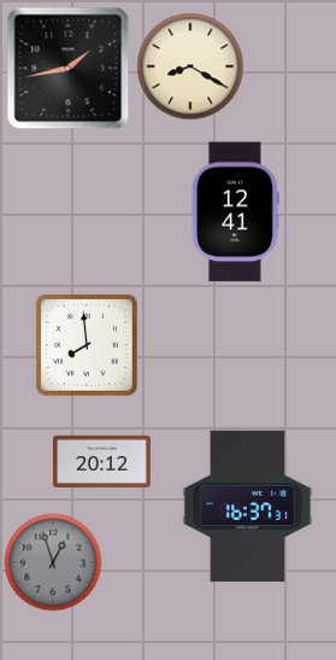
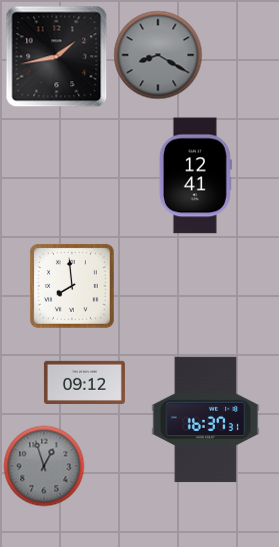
clock at (190, 66) dial: cream -> grey
clock at (101, 461): 20:12 -> 09:12
